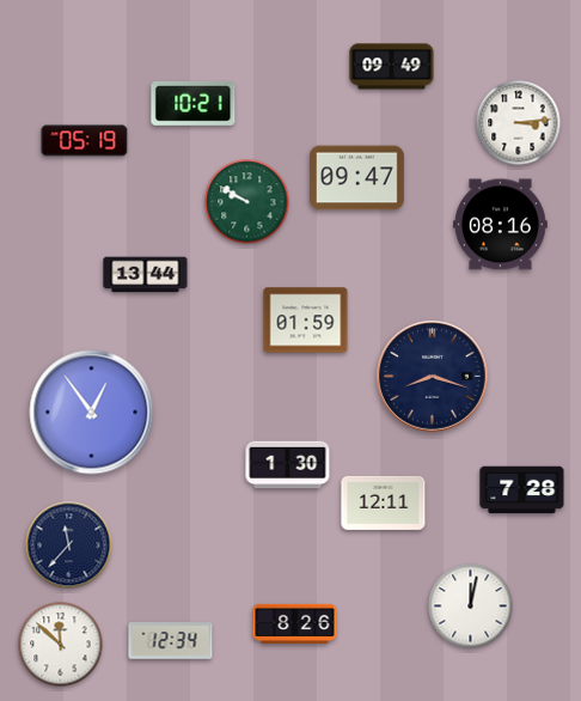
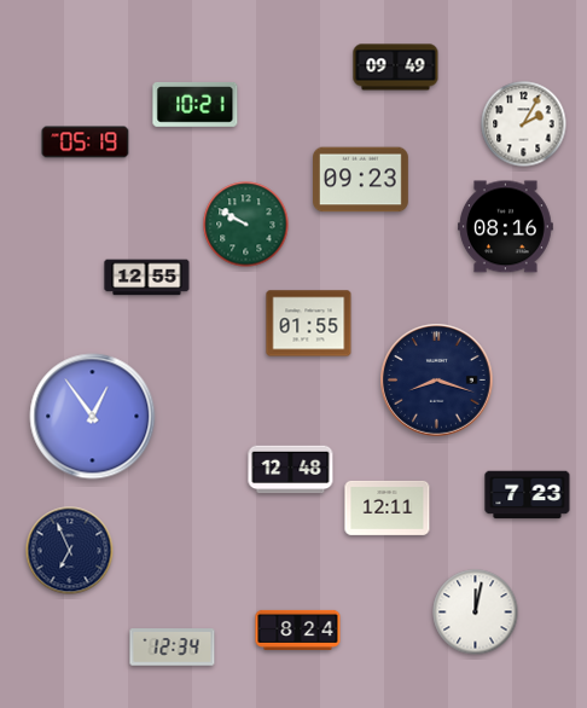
clock at (519, 123): 3:14 -> 2:05
clock at (357, 178): 09:47 -> 09:23
clock at (247, 202) position: (247, 202) -> (246, 225)
clock at (146, 275): 13:44 -> 12:55
clock at (306, 321): 01:59 -> 01:55
clock at (288, 465): 1:30 -> 12:48
clock at (522, 490): 7:28 -> 7:23
clock at (69, 545): 11:37 -> 6:56
clock at (295, 623): 8:26 -> 8:24
clock at (61, 645): 11:52 -> none
